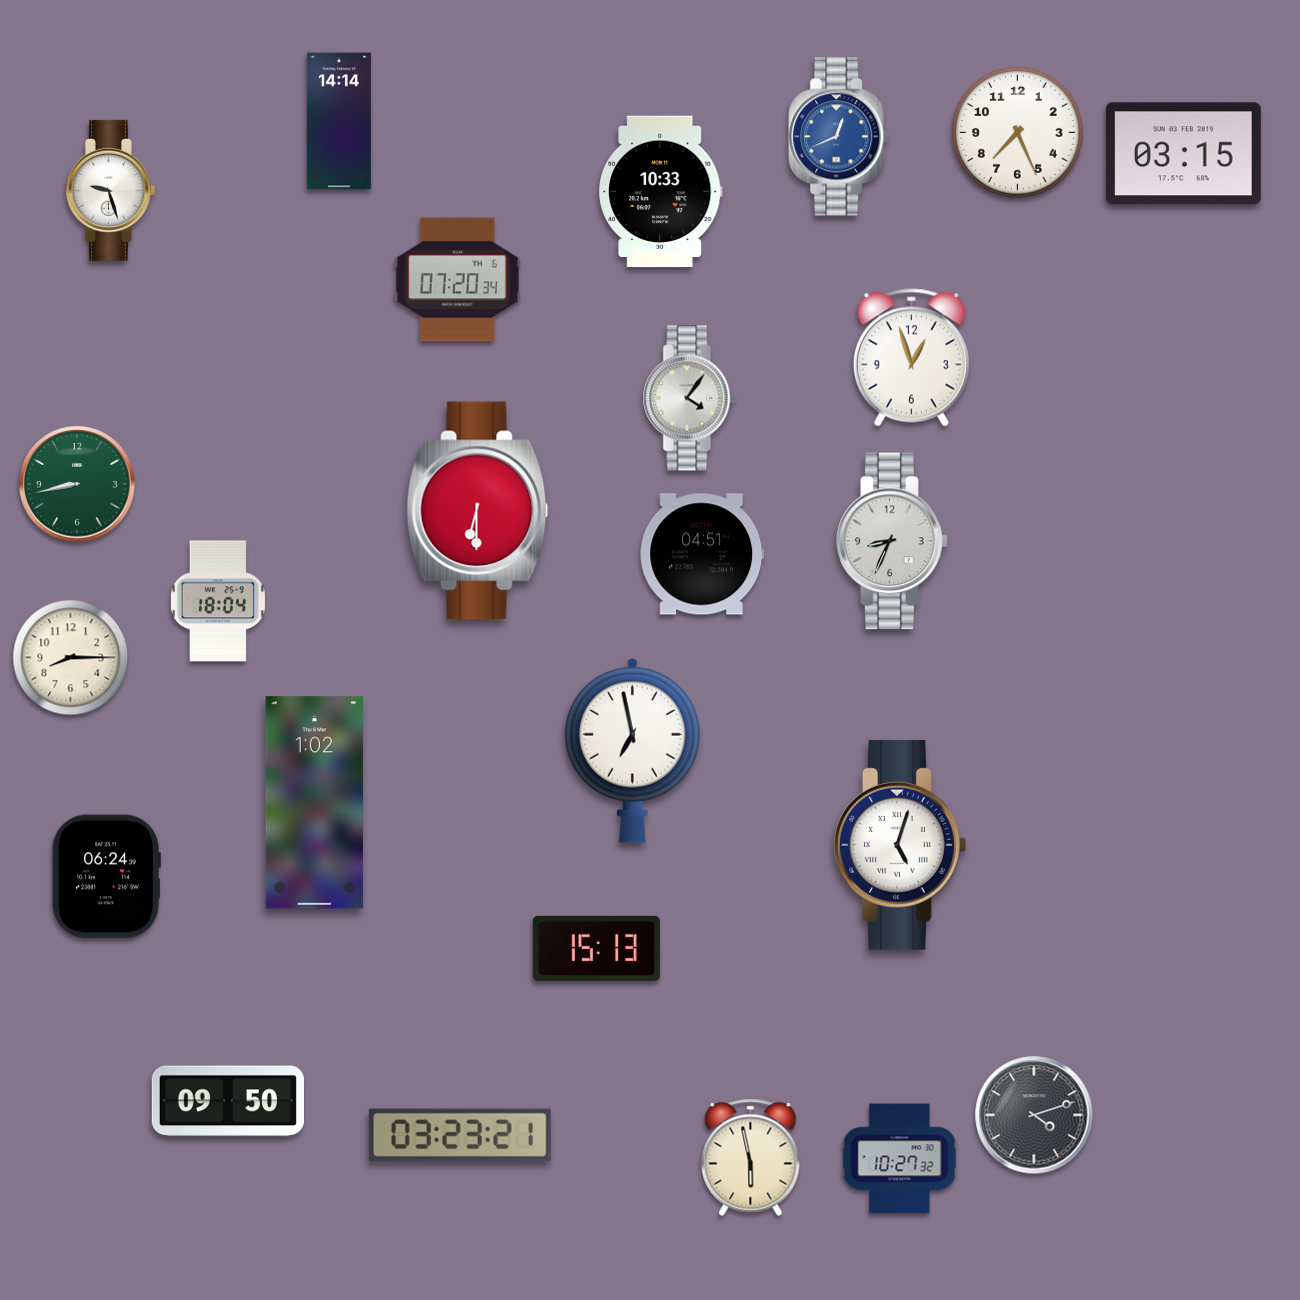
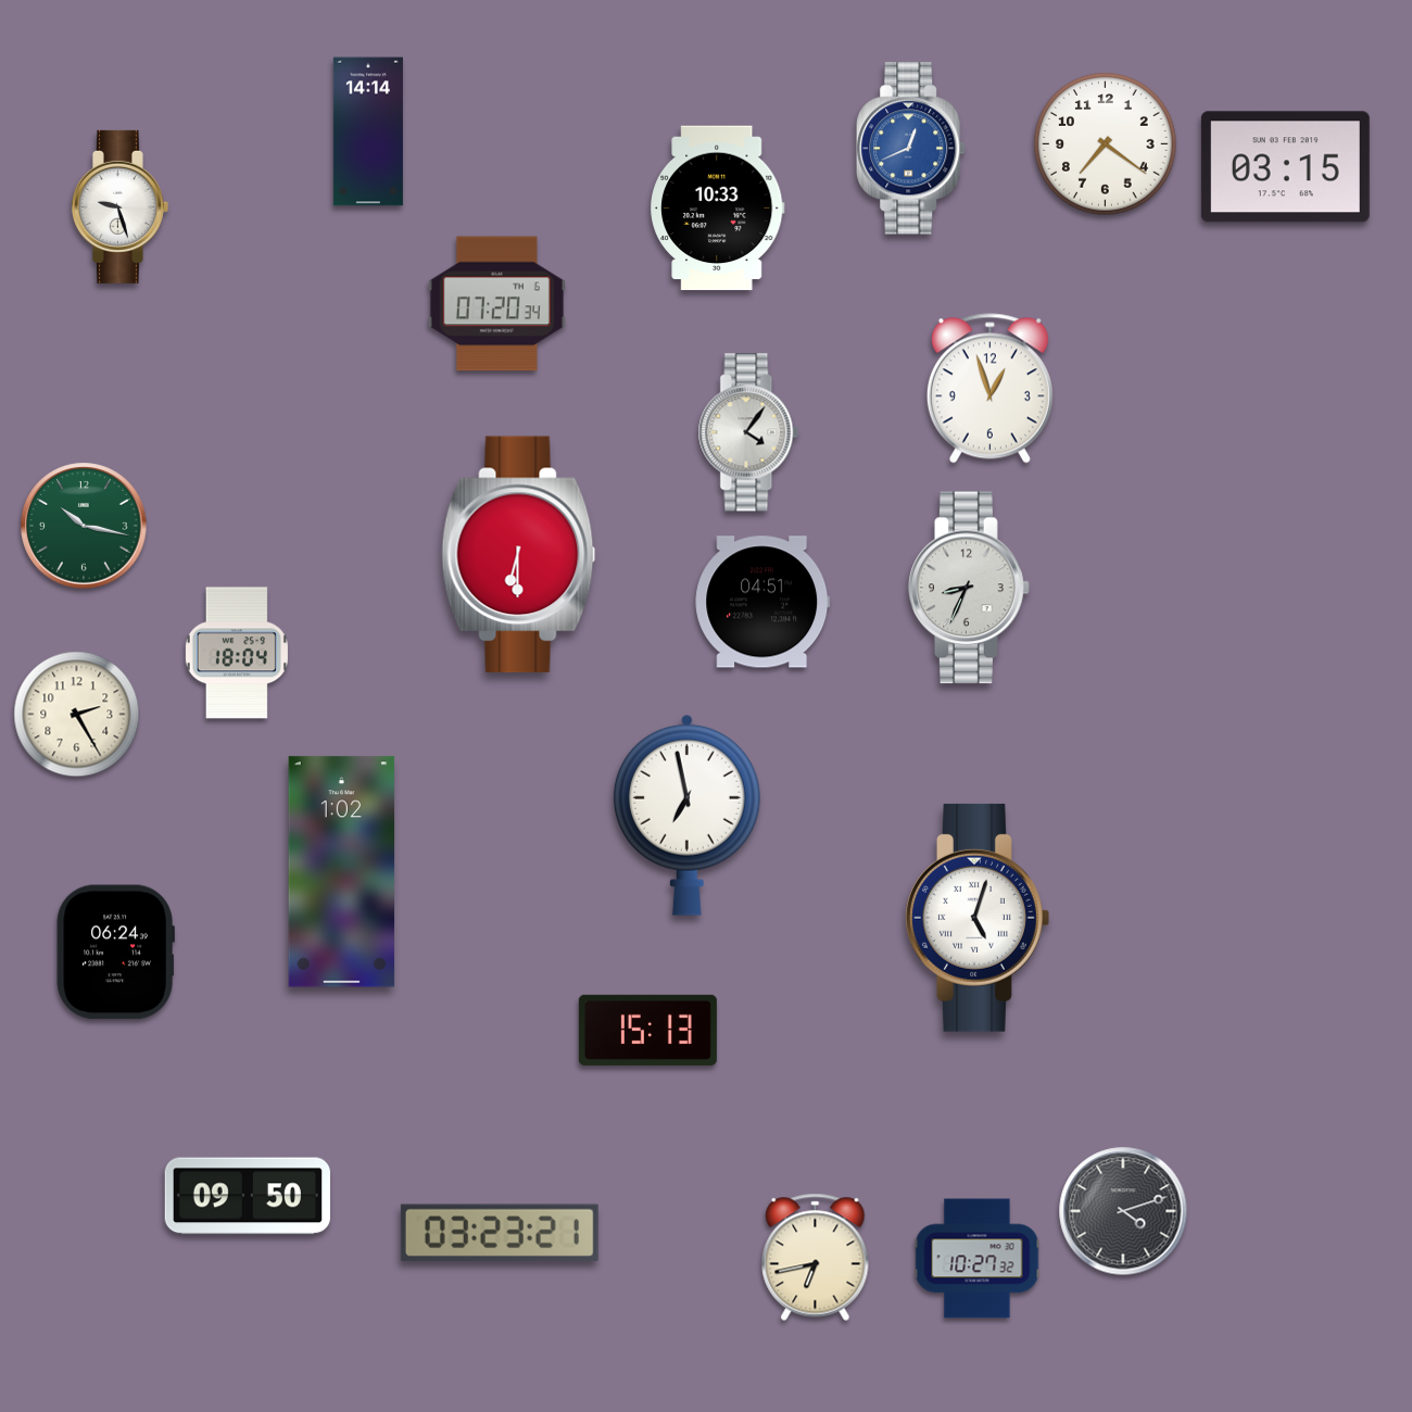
clock at (1018, 133): 7:26 -> 7:21
clock at (77, 484): 8:43 -> 10:17
clock at (71, 658): 8:15 -> 2:25
clock at (751, 1157): 5:58 -> 6:43
